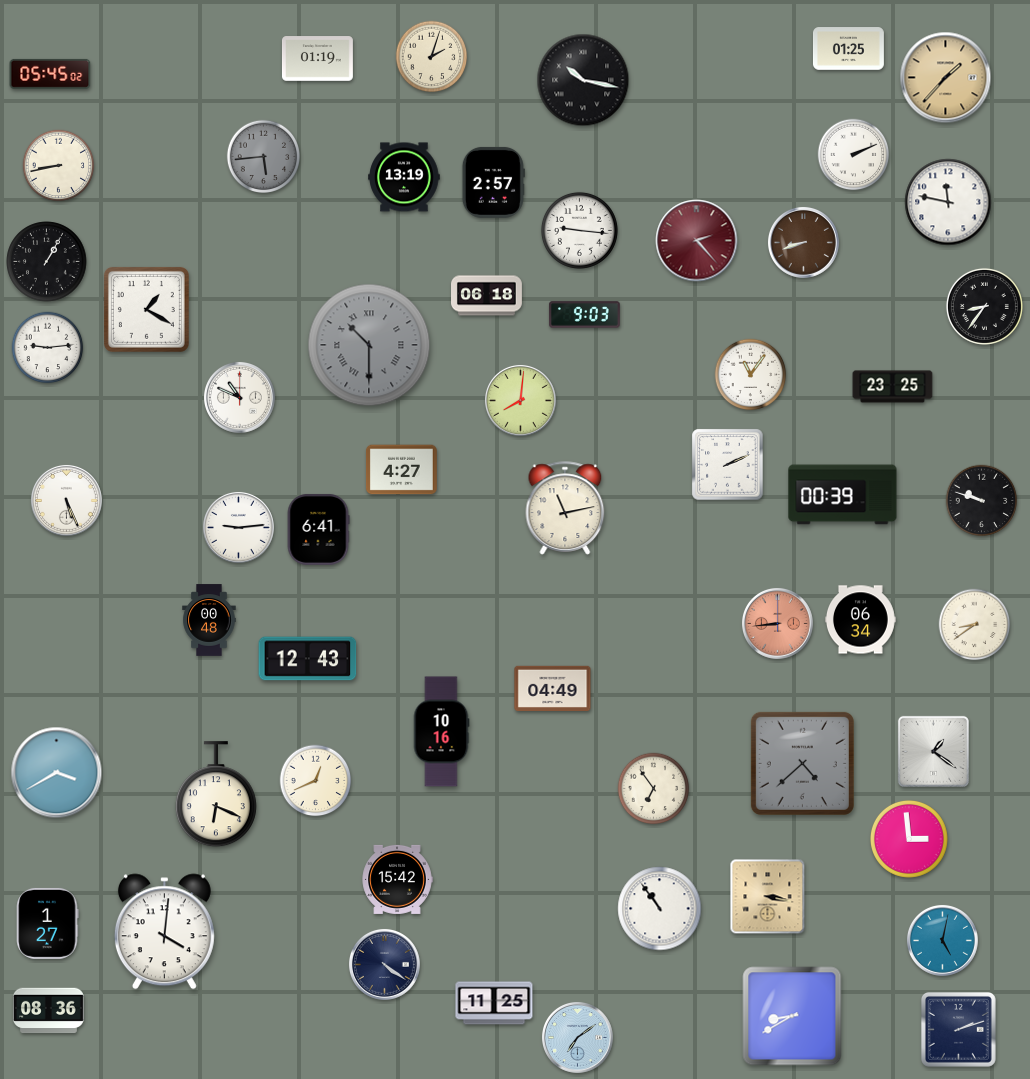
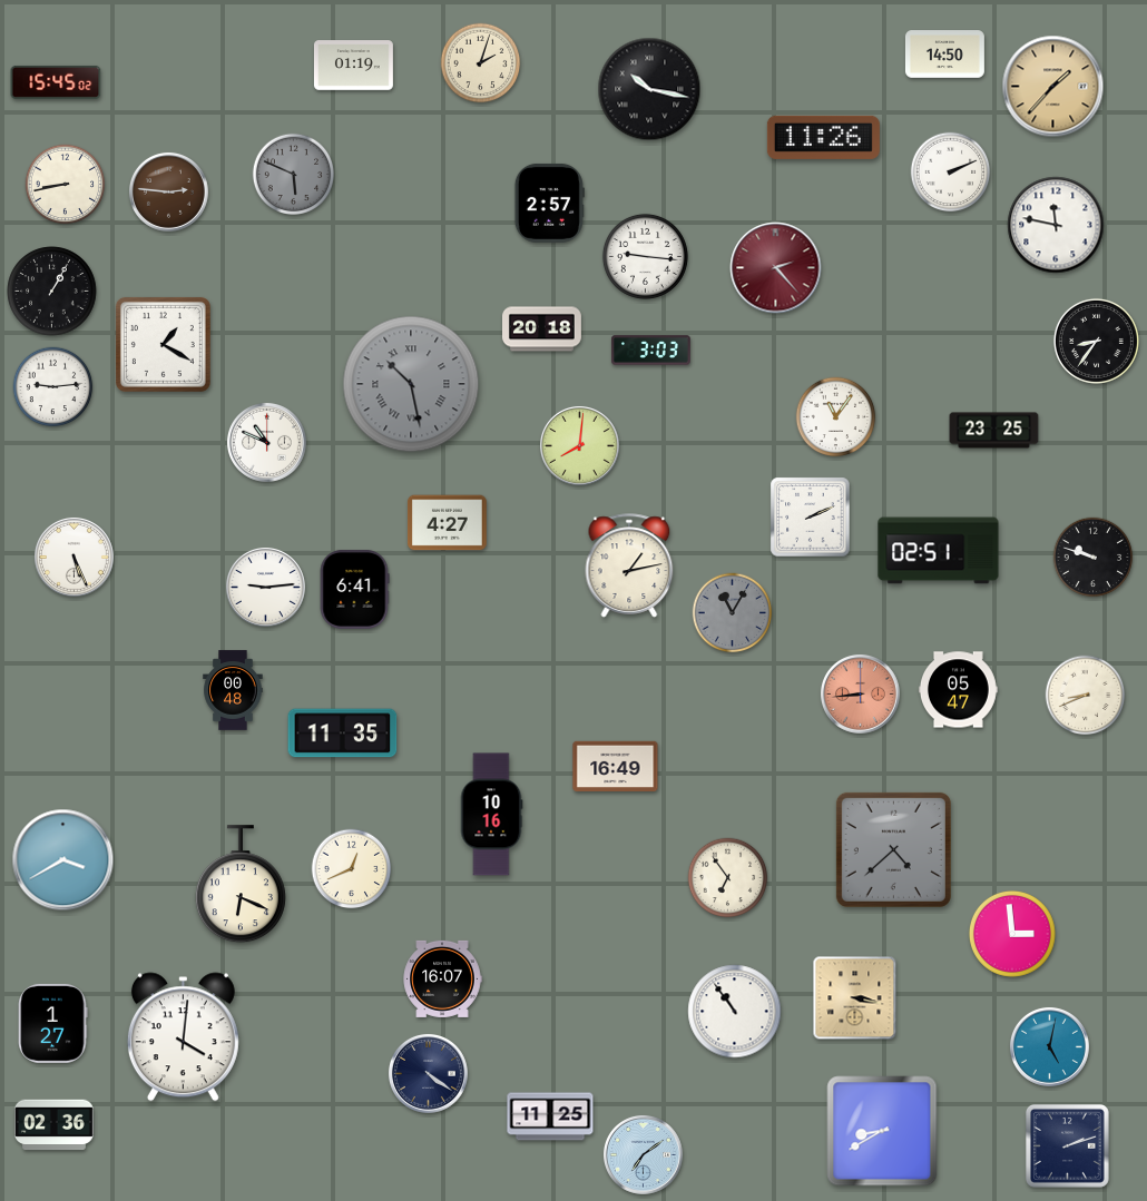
clock at (848, 49): 01:25 -> 14:50
clock at (50, 74): 05:45 -> 15:45
clock at (823, 137): none -> 11:26
clock at (264, 157): 5:44 -> 5:49
clock at (168, 191): none -> 2:46
clock at (404, 177): 13:19 -> none
clock at (803, 242): 8:42 -> none
clock at (487, 296): 06:18 -> 20:18
clock at (584, 315): 9:03 -> 3:03
clock at (369, 345): 10:30 -> 10:28
clock at (843, 495): 00:39 -> 02:51
clock at (565, 508): 11:13 -> 1:13
clock at (733, 613): none -> 11:05
clock at (860, 620): 06:34 -> 05:47
clock at (777, 623) position: (777, 623) -> (860, 693)
clock at (975, 625): 8:39 -> 8:41
clock at (308, 659): 12:43 -> 11:35
clock at (553, 688): 04:49 -> 16:49
clock at (933, 751): 1:21 -> none
clock at (397, 879): 15:42 -> 16:07
clock at (48, 923) position: (48, 923) -> (53, 1023)
clock at (48, 1011): 08:36 -> 02:36
